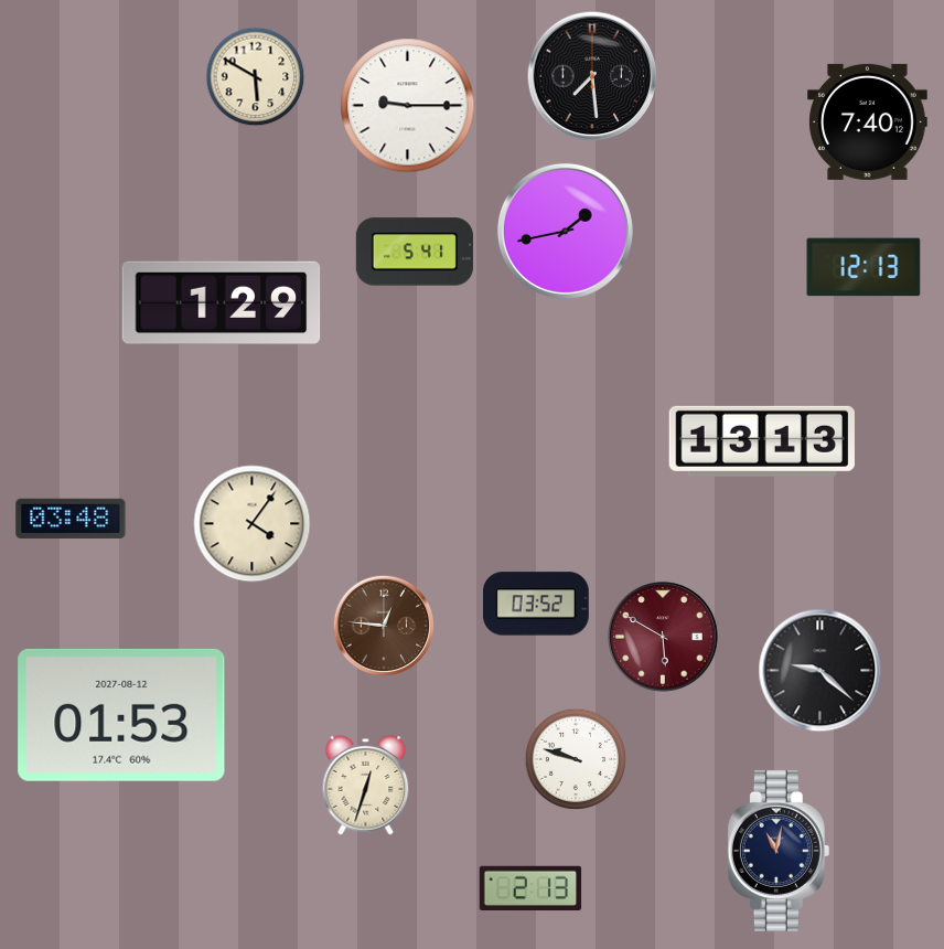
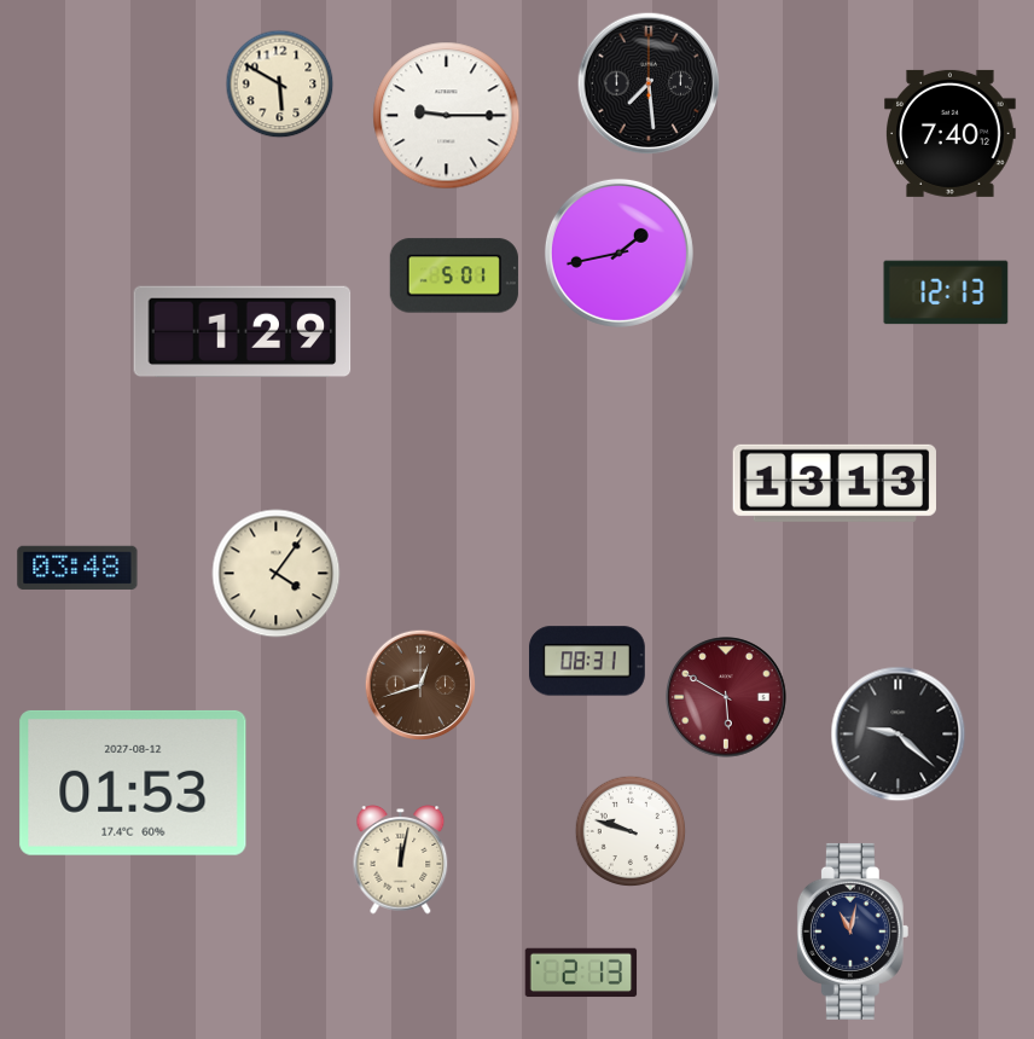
clock at (415, 252): 5:41 -> 5:01
clock at (536, 604): 03:52 -> 08:31
clock at (384, 626): 12:46 -> 12:42
clock at (366, 786): 12:33 -> 12:02
